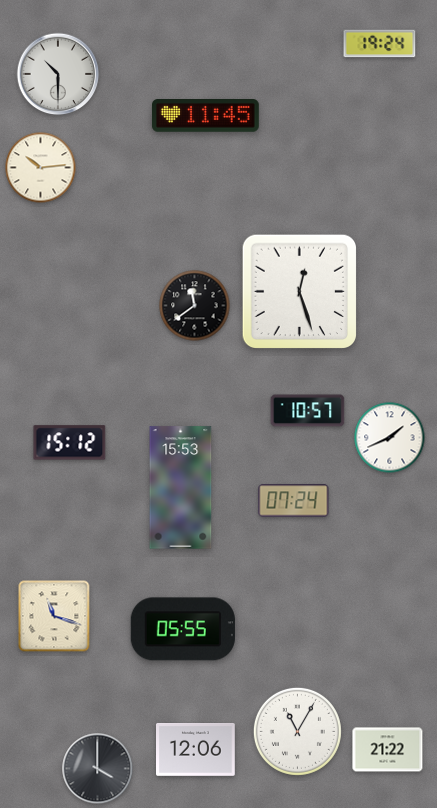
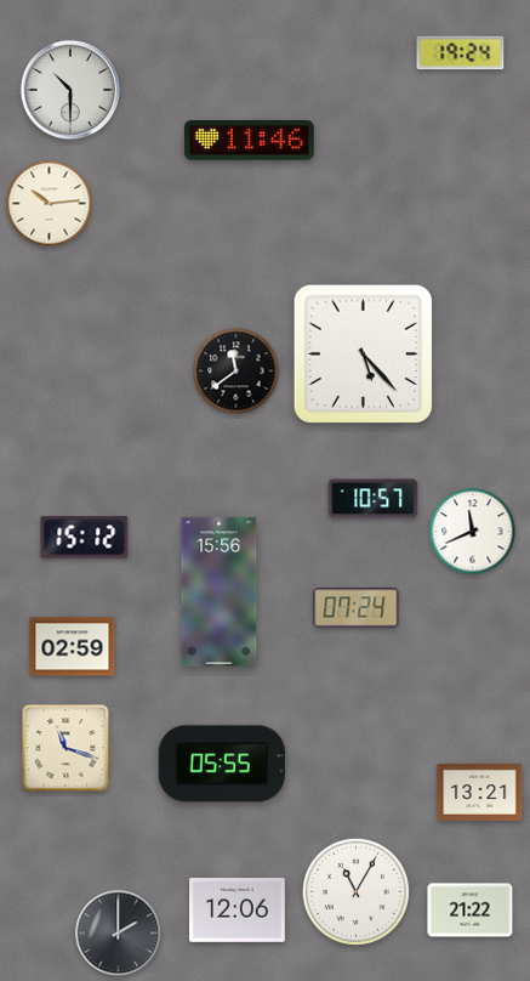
clock at (205, 116): 11:45 -> 11:46
clock at (299, 291): 12:27 -> 5:23
clock at (390, 438): 1:41 -> 11:41
clock at (181, 488): 15:53 -> 15:56
clock at (73, 647): none -> 02:59
clock at (480, 793): none -> 13:21
clock at (297, 731) position: (297, 731) -> (355, 891)
clock at (98, 769): 4:00 -> 2:00
